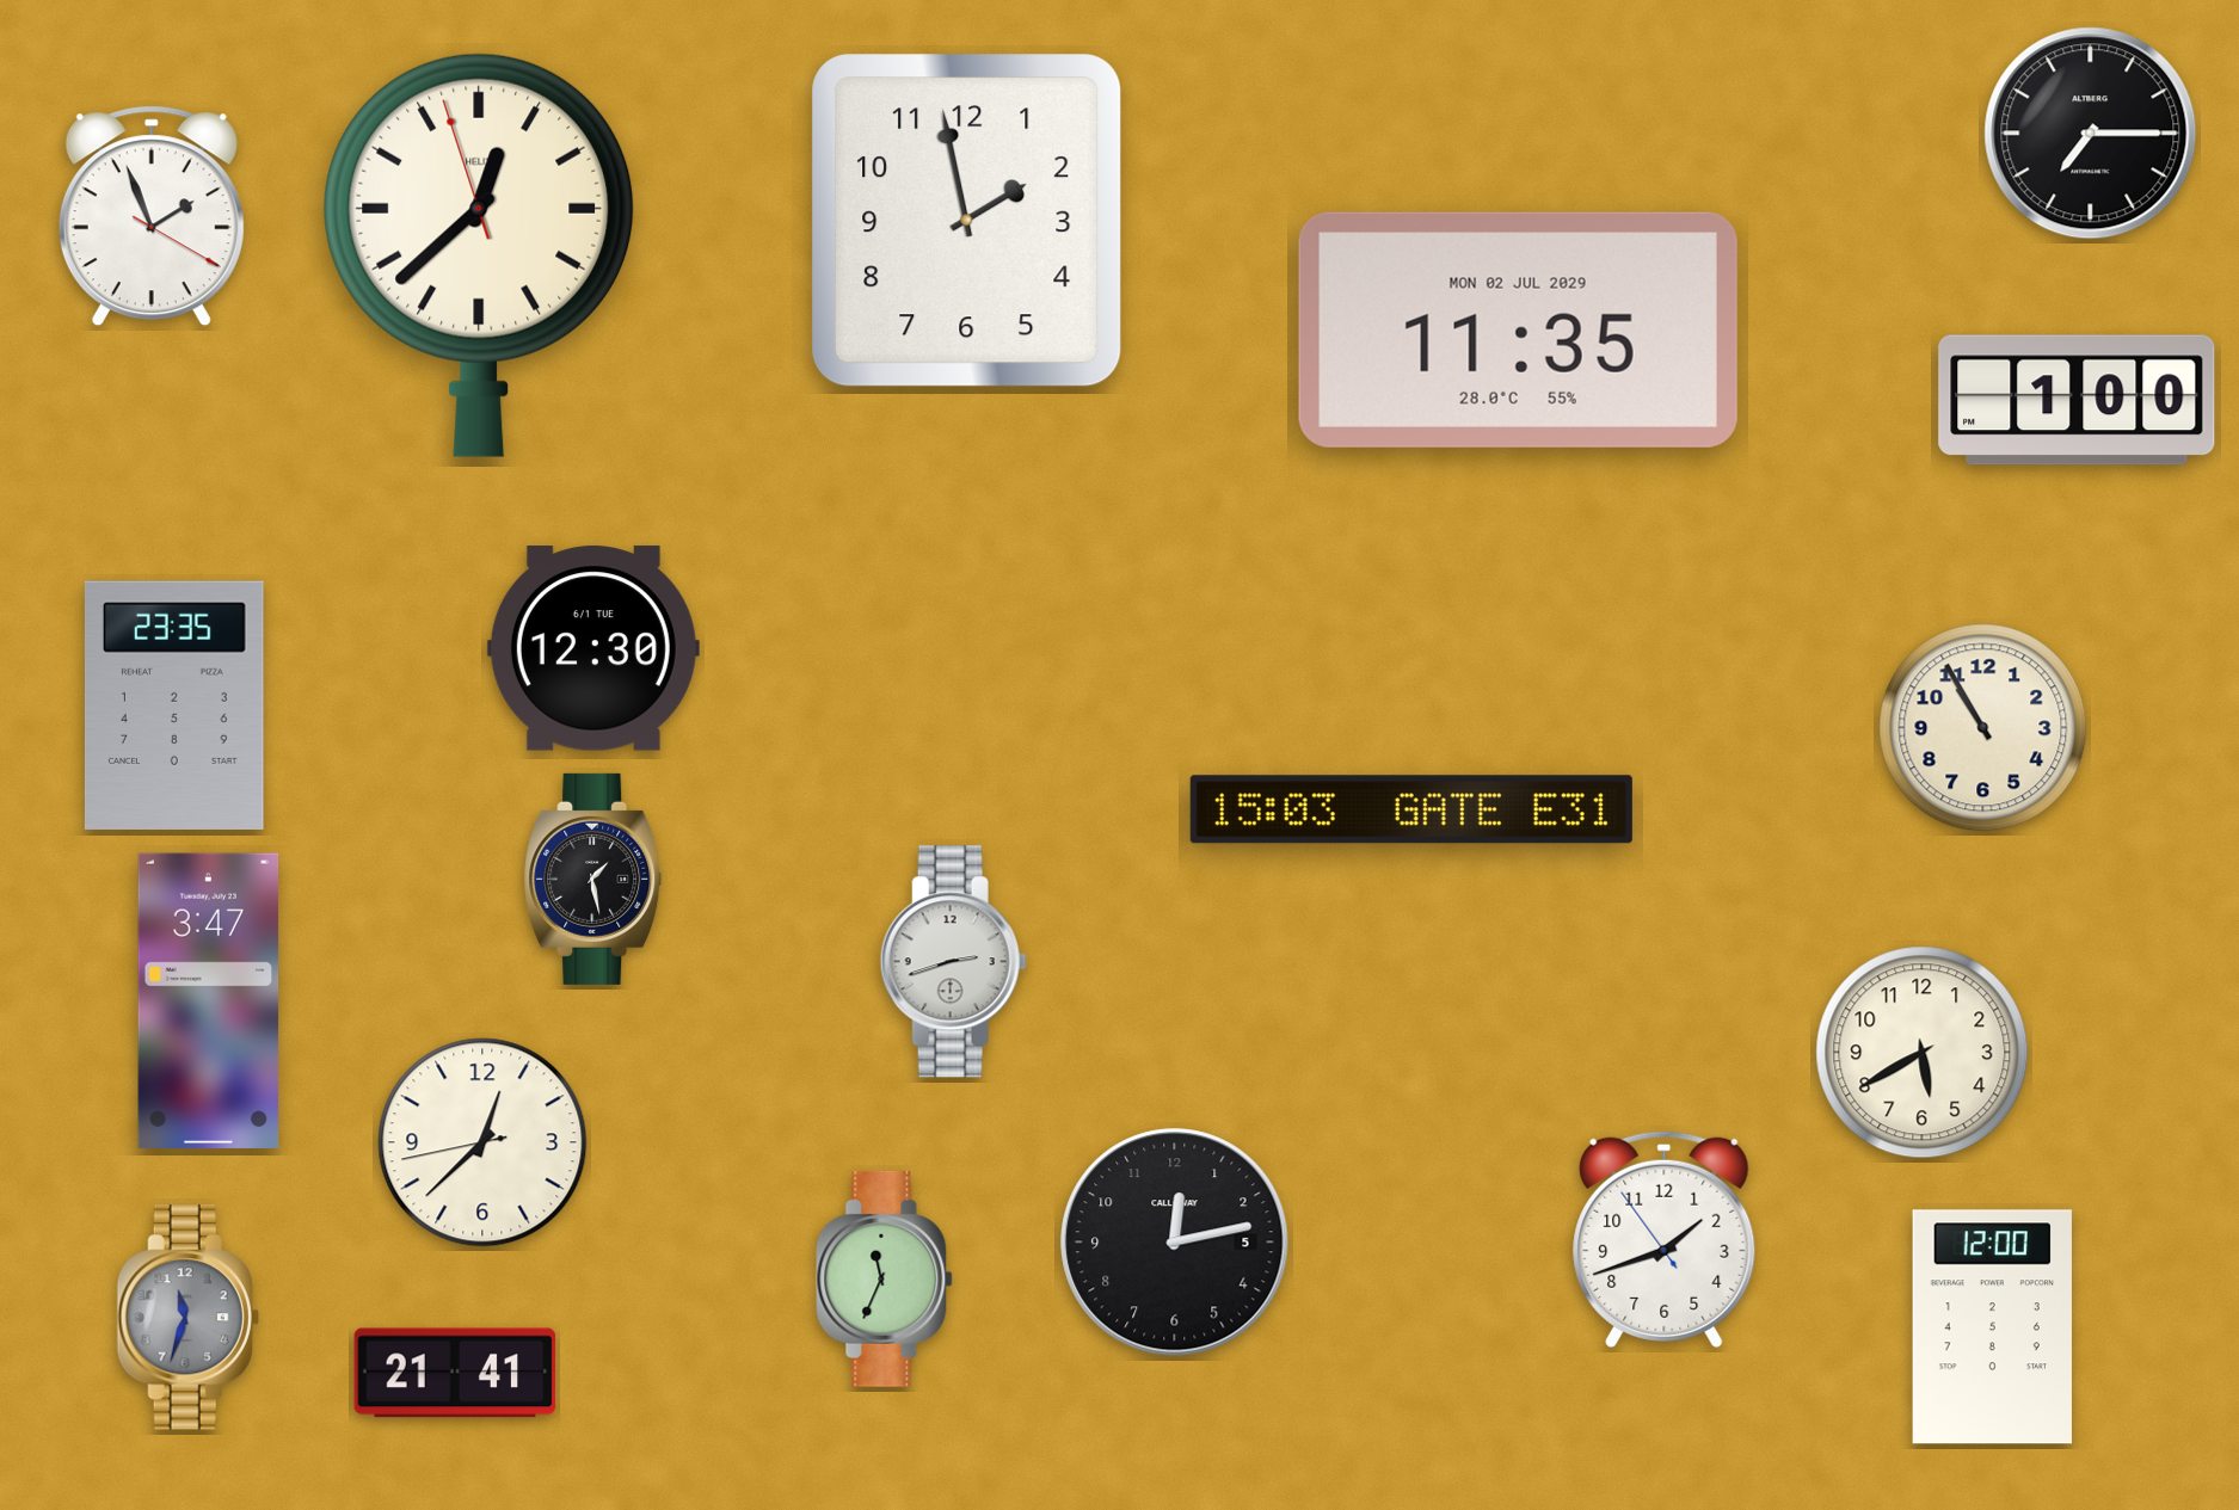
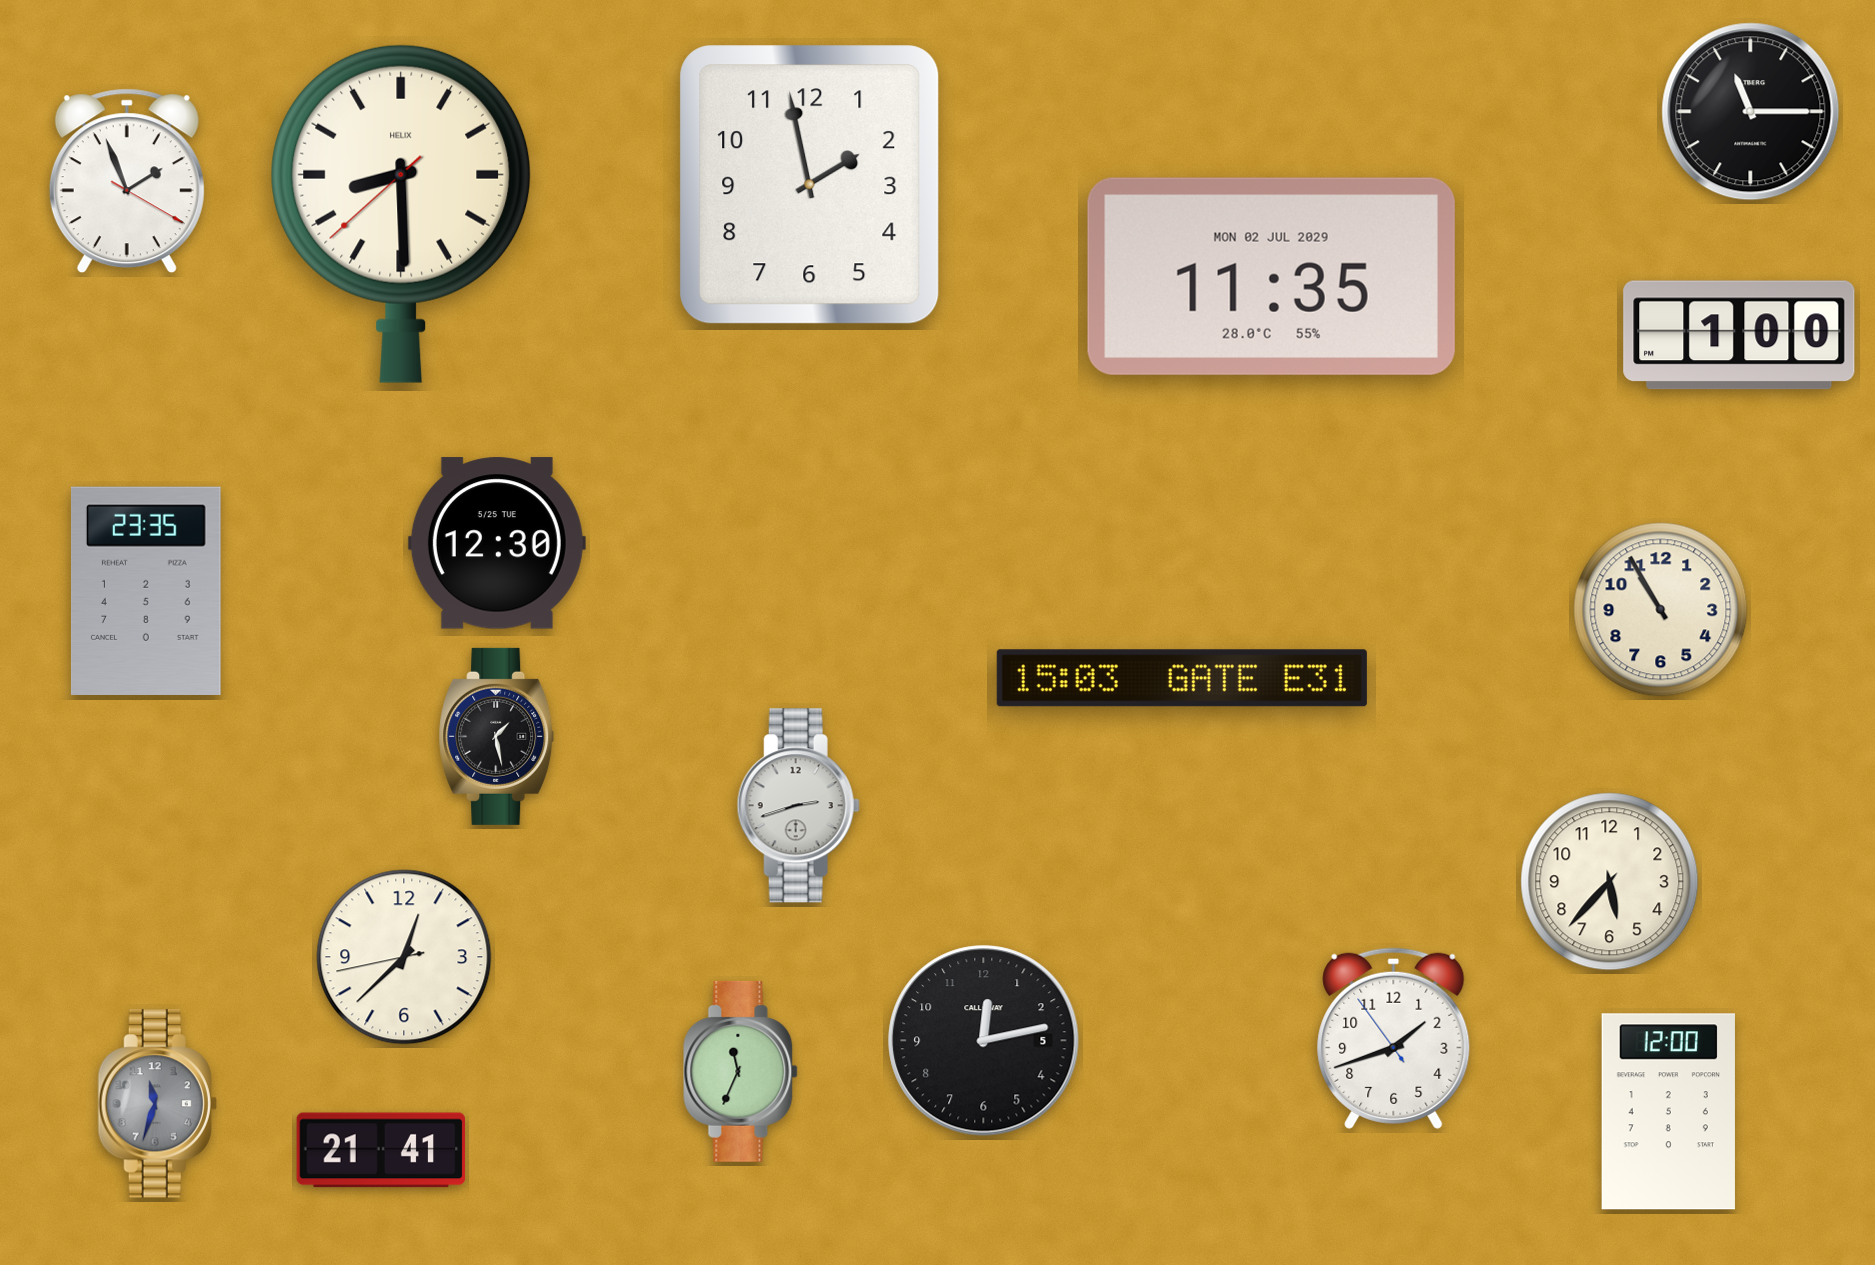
clock at (2091, 134): 7:15 -> 11:15
clock at (479, 255): 12:37 -> 8:29
clock at (593, 648) date: 6/1 TUE -> 5/25 TUE
clock at (209, 1000): 3:47 -> none
clock at (1923, 1053): 5:40 -> 5:37
